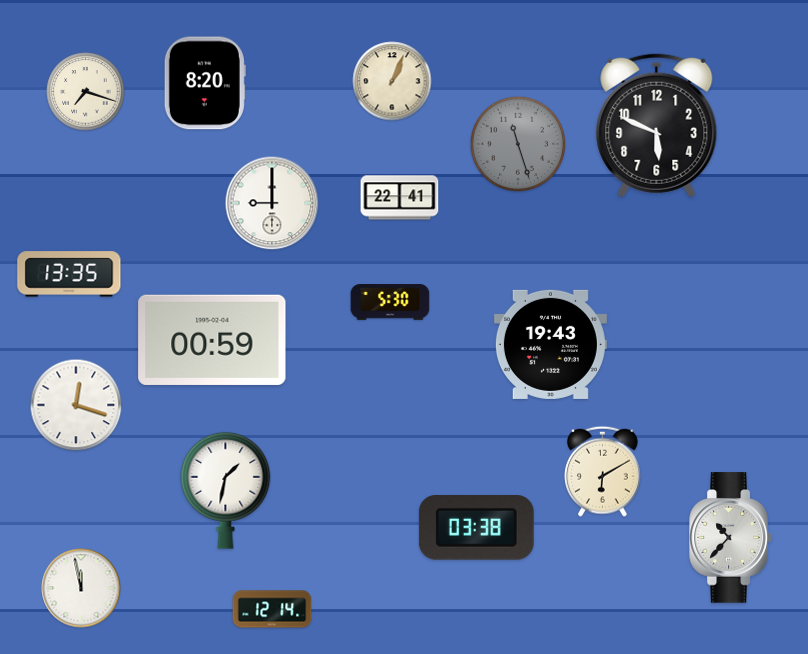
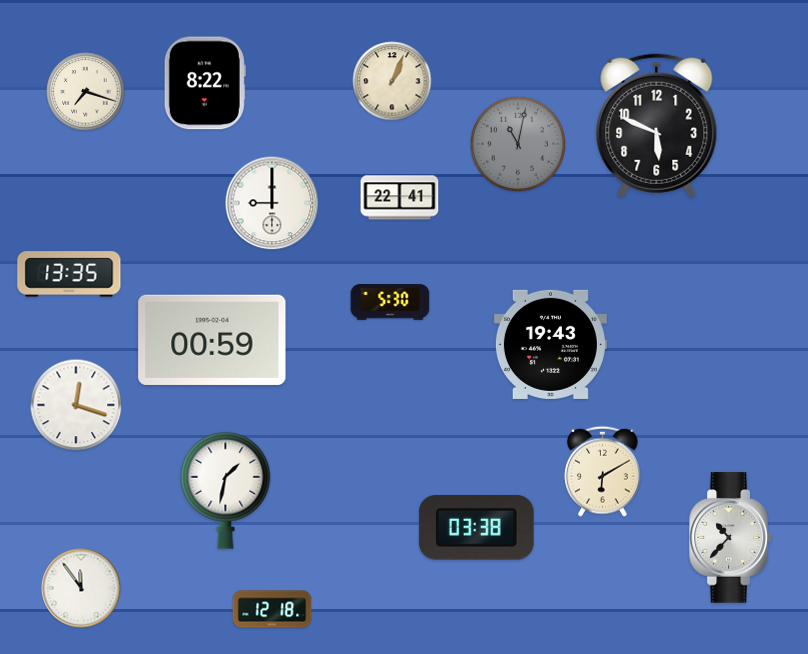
clock at (205, 83): 8:20 -> 8:22
clock at (518, 144): 11:27 -> 11:02
clock at (81, 588): 11:58 -> 11:54
clock at (272, 609): 12:14 -> 12:18
